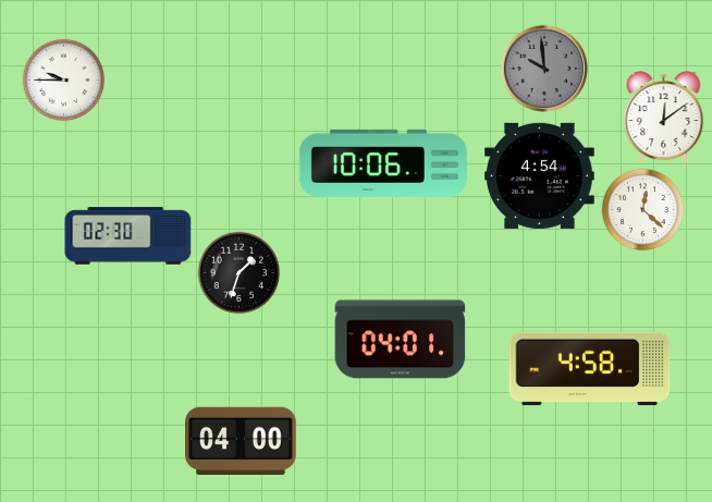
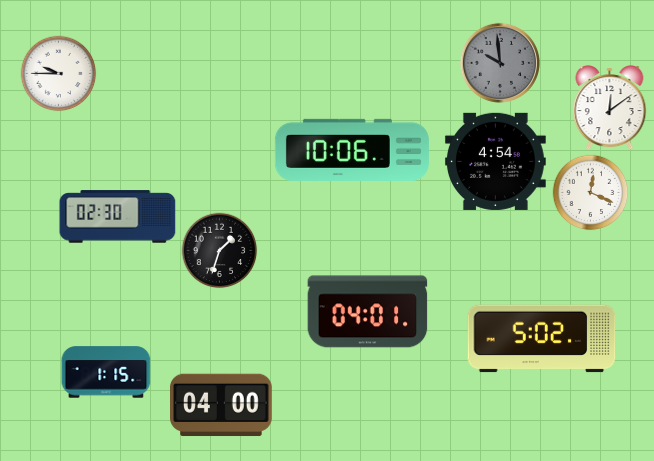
clock at (643, 210): 12:22 -> 12:19
clock at (590, 369): 4:58 -> 5:02
clock at (106, 372): none -> 1:15
